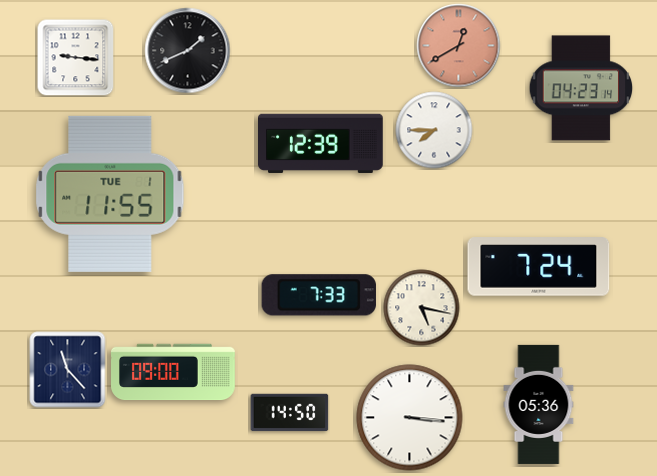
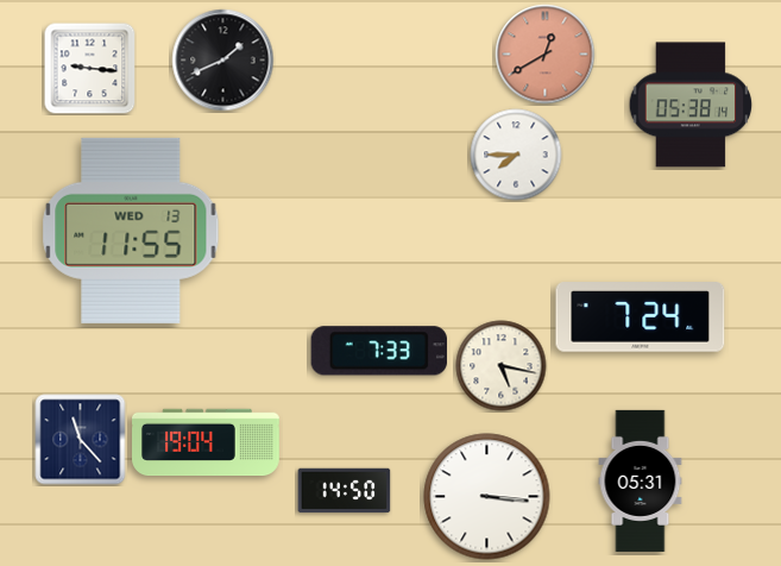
clock at (581, 88): 04:23 -> 05:38
clock at (321, 143): 12:39 -> none
clock at (110, 194) date: TUE 1 -> WED 13
clock at (174, 372): 09:00 -> 19:04
clock at (539, 404): 05:36 -> 05:31
